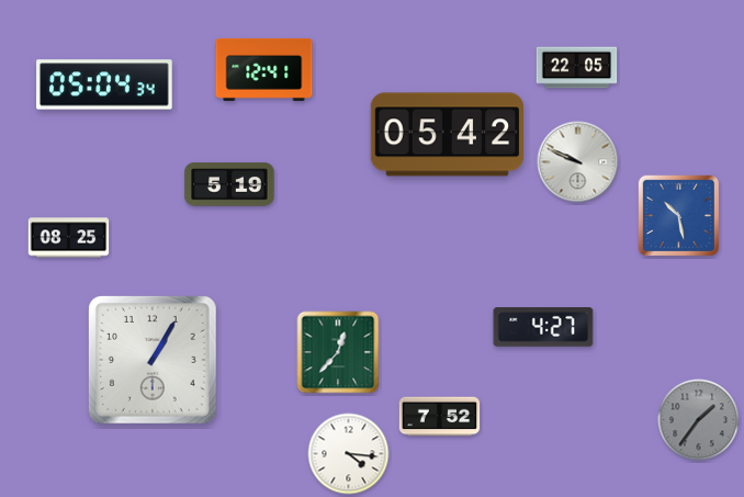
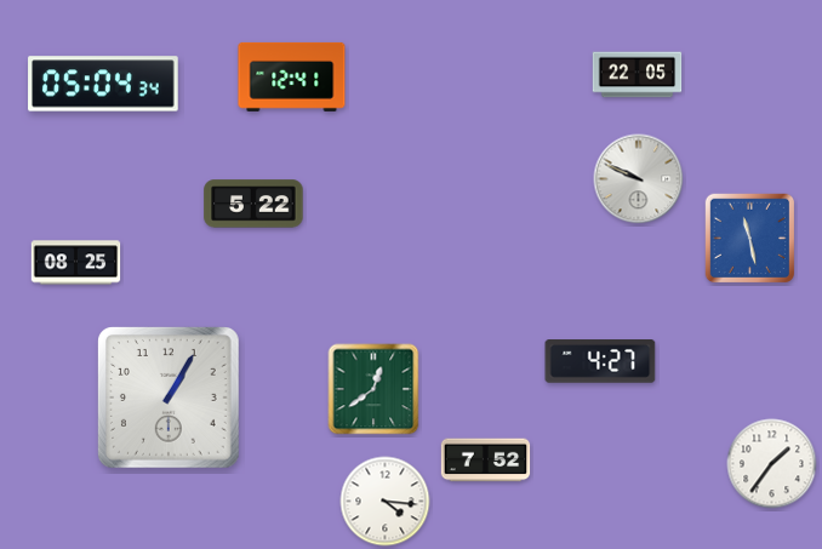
clock at (104, 84) position: (104, 84) -> (103, 84)
clock at (448, 135): 05:42 -> none
clock at (229, 184): 5:19 -> 5:22
clock at (679, 216): 10:28 -> 11:28
clock at (338, 352): 12:37 -> 12:39
clock at (699, 420) dial: grey -> white
